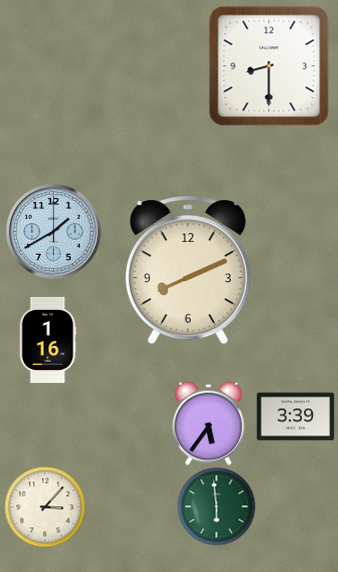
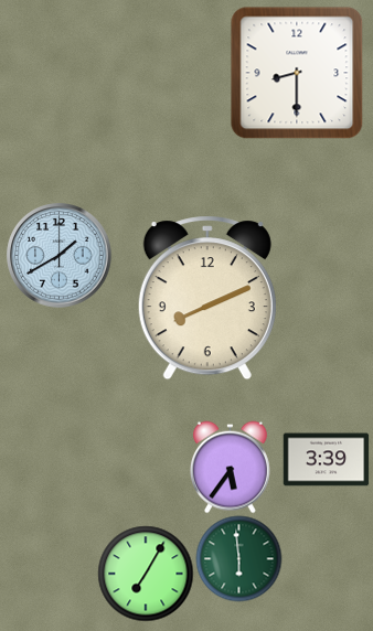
clock at (48, 340): 1:16 -> none
clock at (45, 507): 3:07 -> none
clock at (146, 574): none -> 7:05
